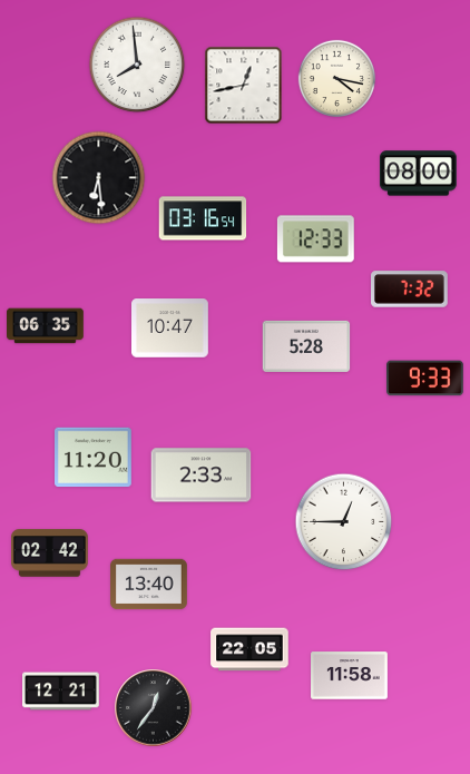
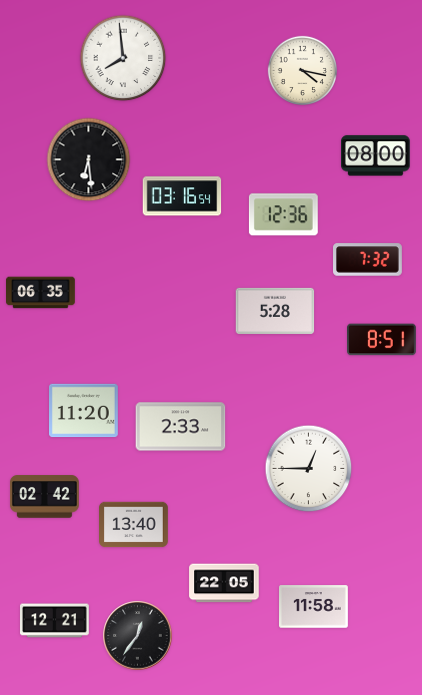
clock at (244, 86): 12:43 -> none
clock at (315, 239): 12:33 -> 12:36
clock at (170, 329): 10:47 -> none
clock at (425, 379): 9:33 -> 8:51
